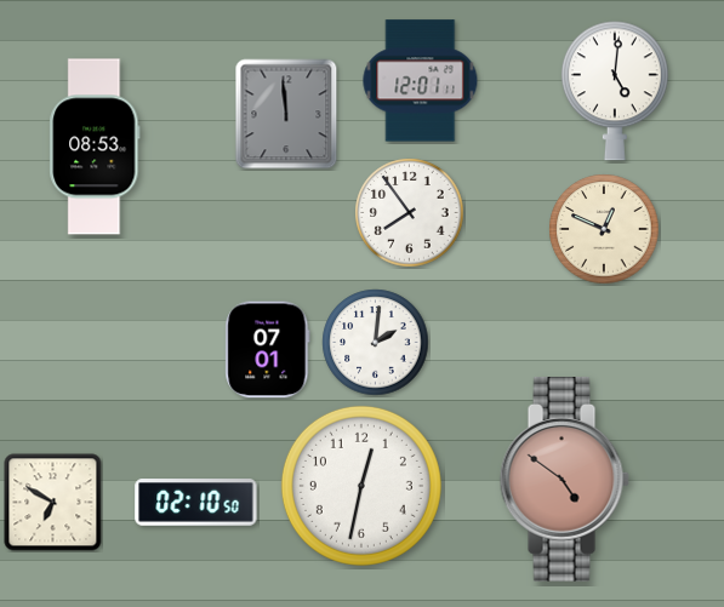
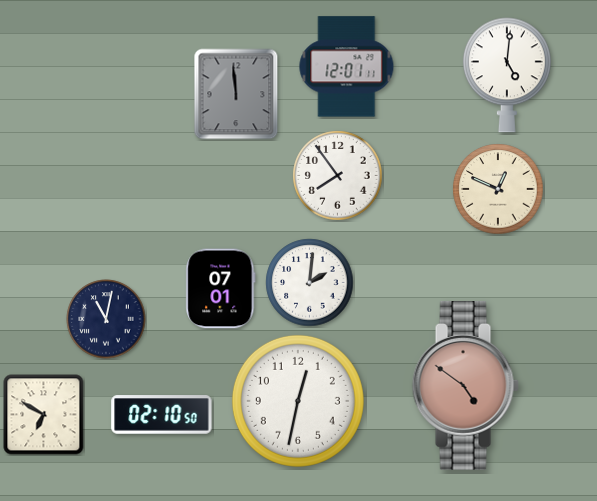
clock at (95, 147): 08:53 -> none
clock at (106, 319): none -> 11:02
clock at (564, 480) position: (564, 480) -> (465, 386)
